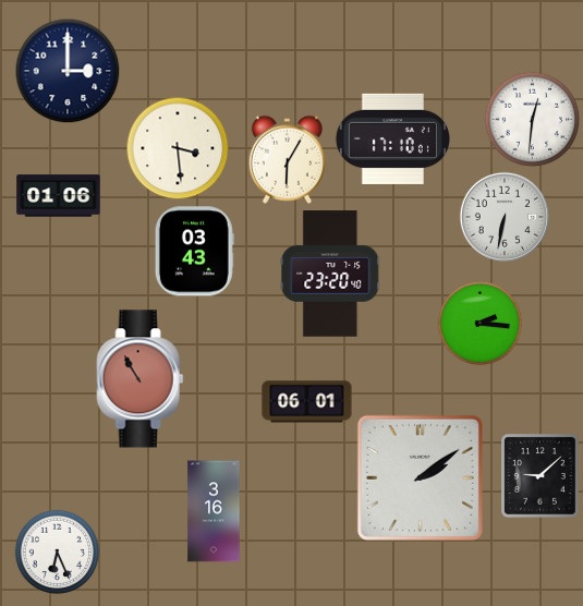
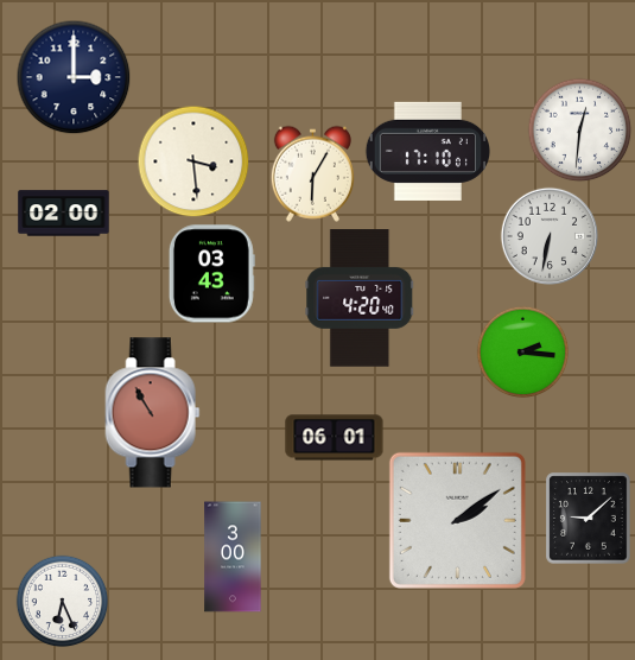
clock at (59, 196): 01:06 -> 02:00
clock at (330, 274): 23:20 -> 4:20
clock at (214, 511): 3:16 -> 3:00
